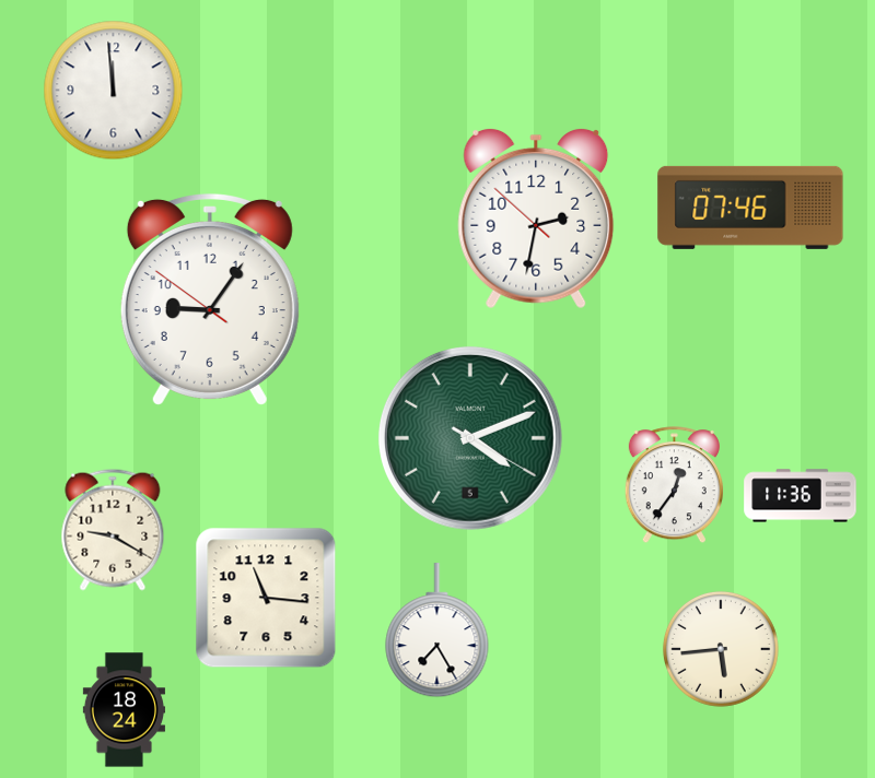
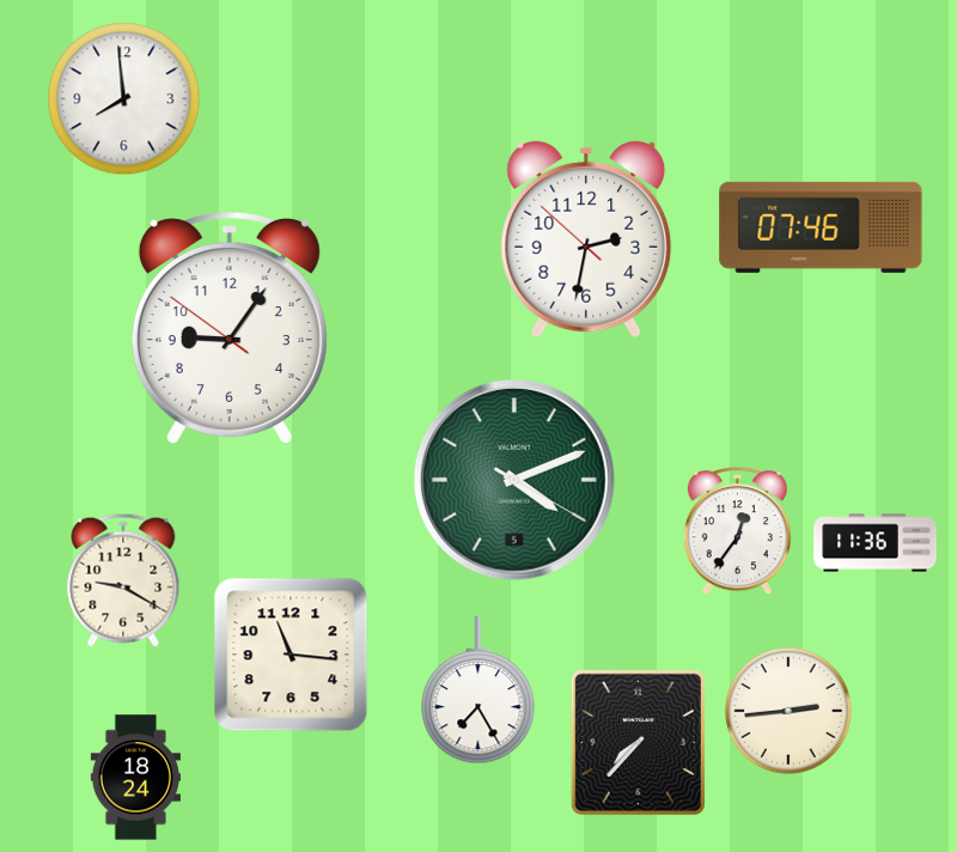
clock at (114, 91): 11:59 -> 7:59
clock at (721, 649): 5:44 -> 2:44
clock at (638, 742): none -> 7:37
